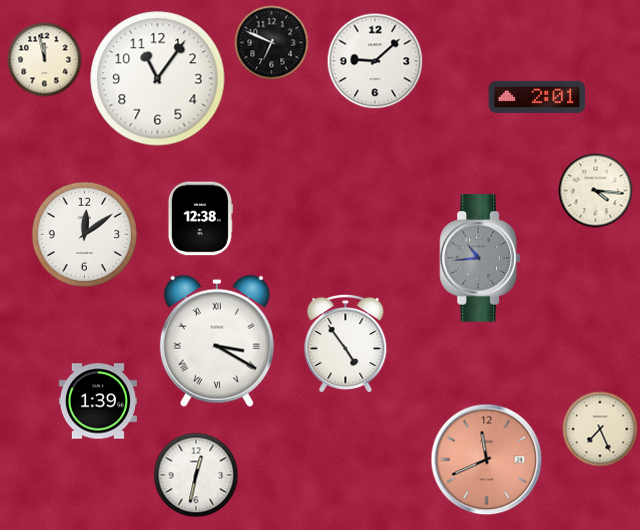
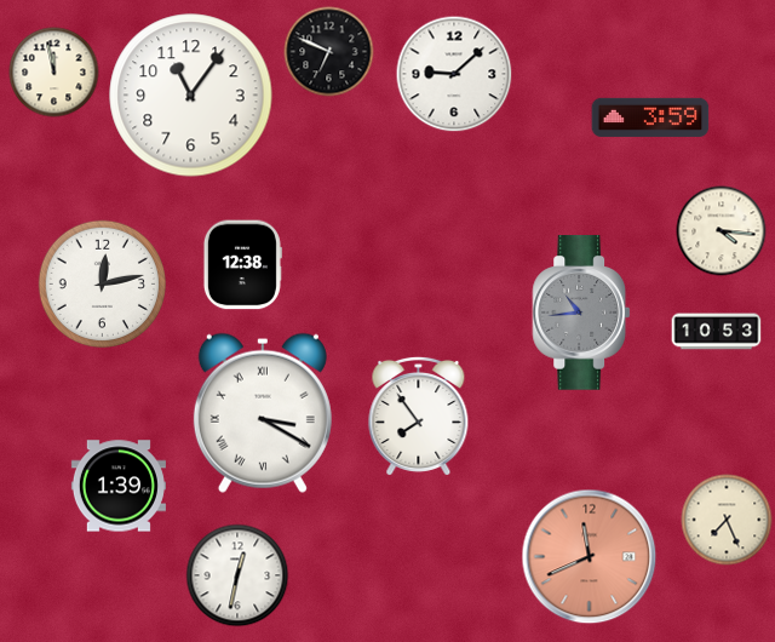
clock at (537, 97): 2:01 -> 3:59
clock at (84, 234): 12:09 -> 12:13
clock at (717, 332): none -> 10:53
clock at (346, 343): 4:54 -> 7:54
